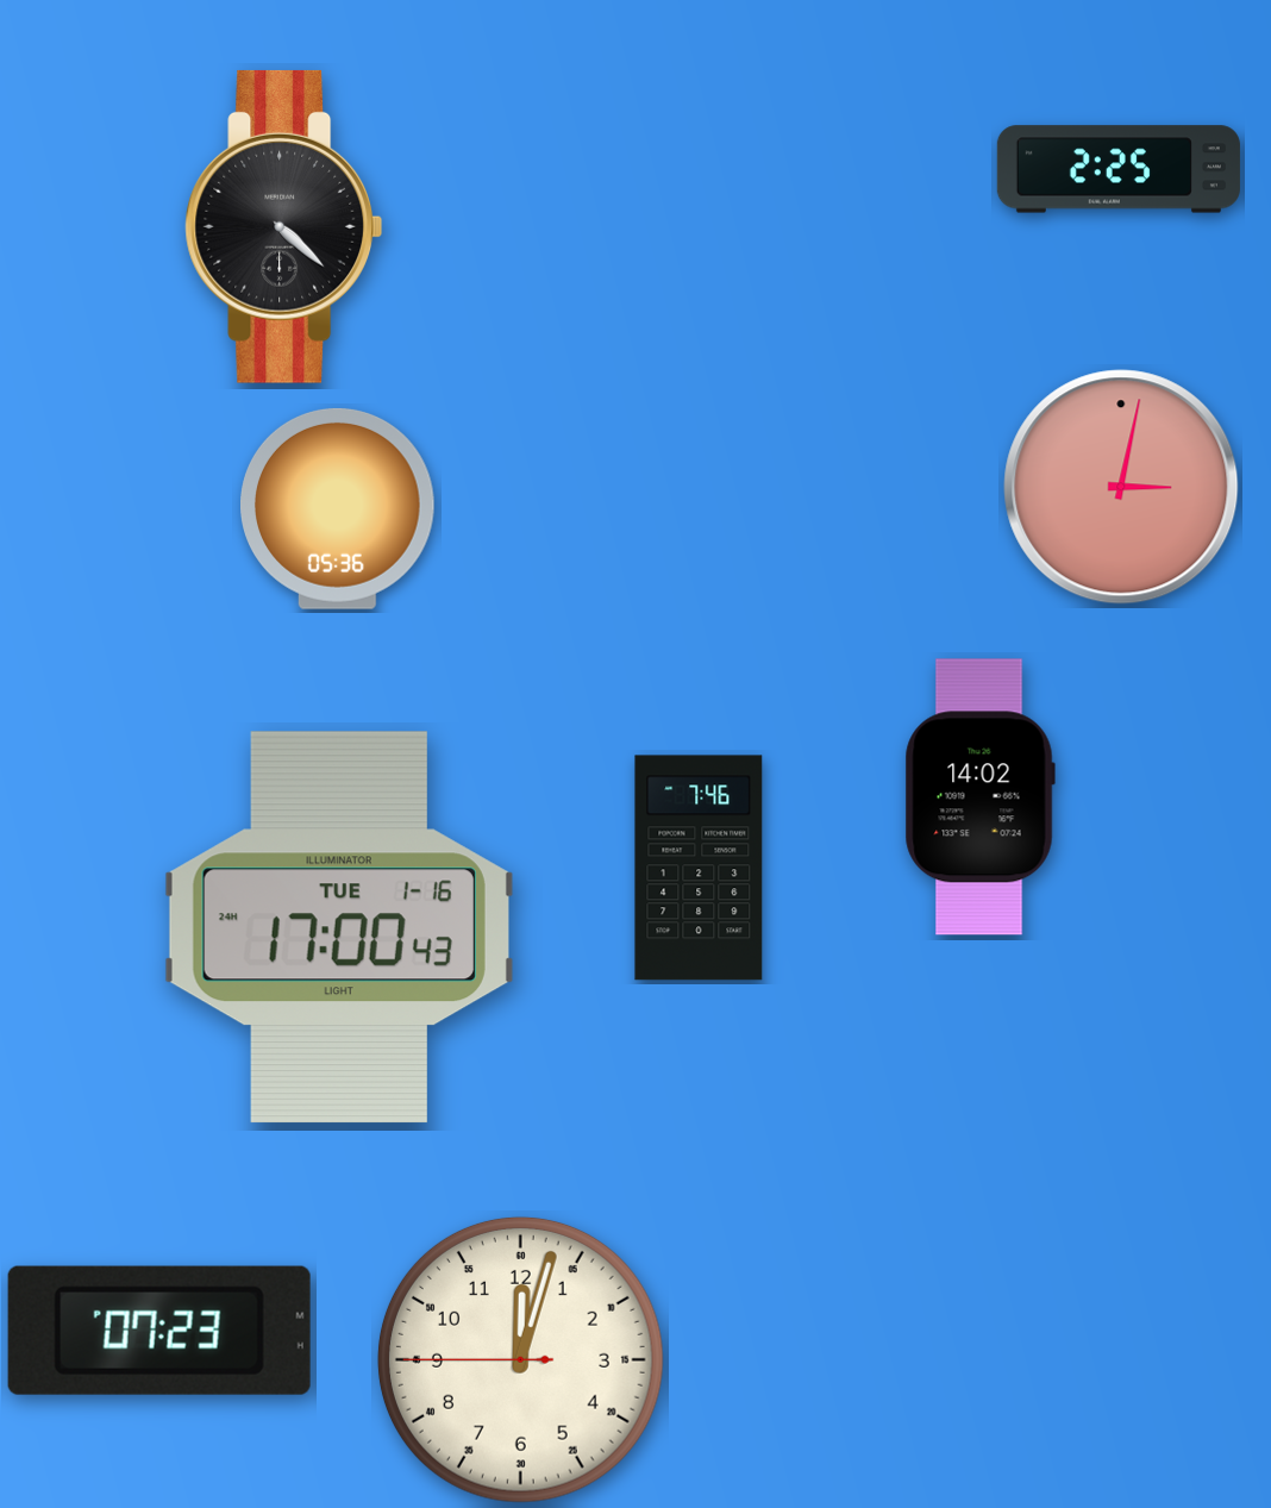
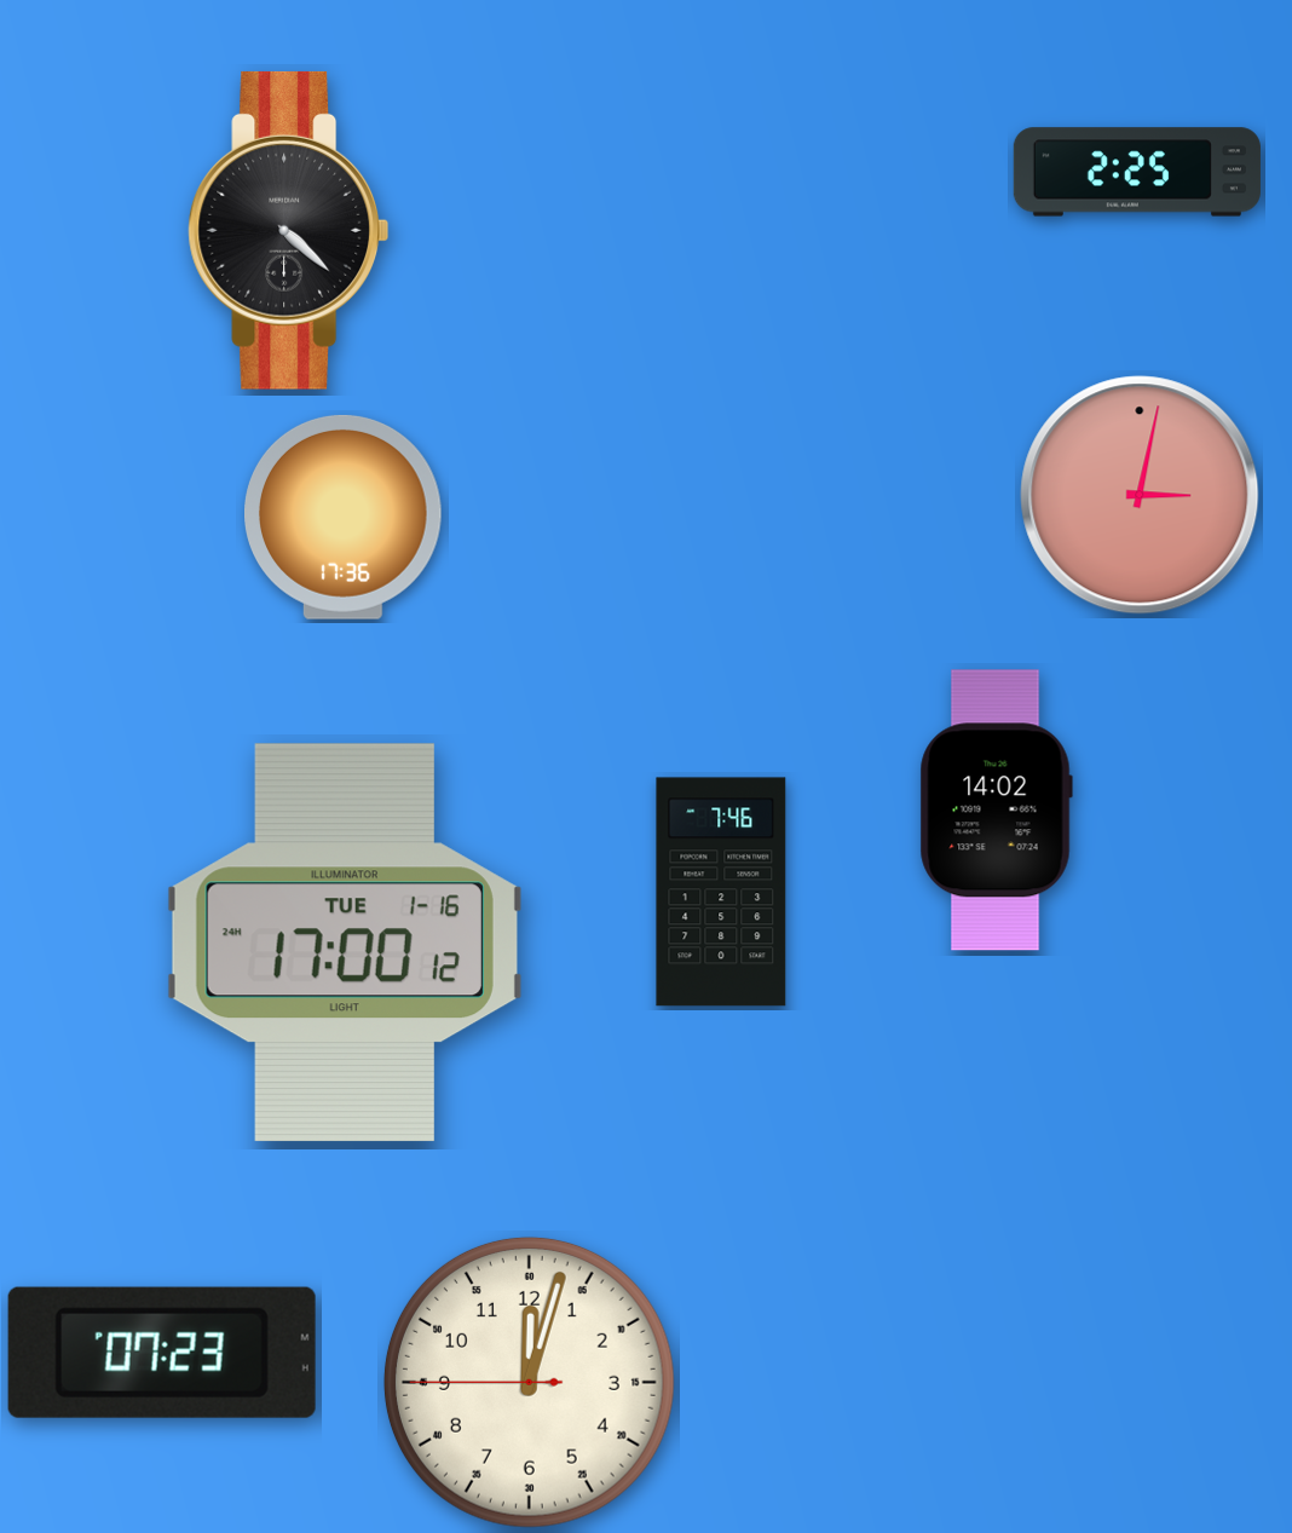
clock at (338, 508): 05:36 -> 17:36
clock at (699, 868) position: (699, 868) -> (721, 892)
clock at (339, 927): 17:00:43 -> 17:00:12
